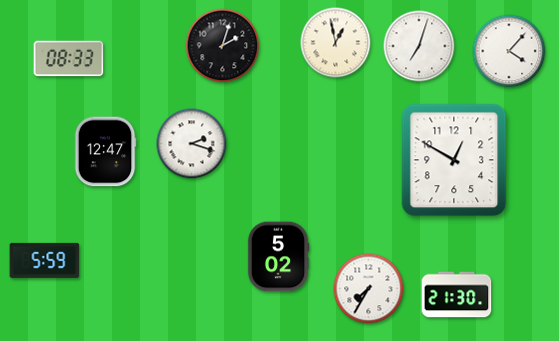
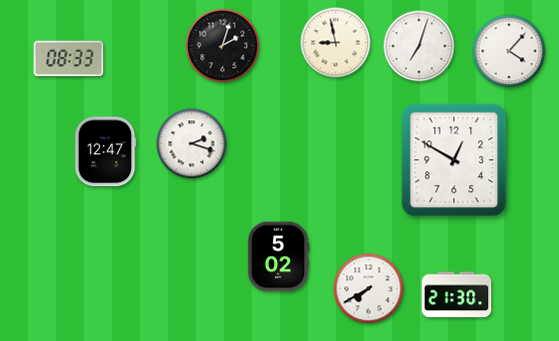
clock at (336, 43): 12:58 -> 8:58
clock at (45, 260): 5:59 -> none
clock at (369, 289): 7:35 -> 7:40
